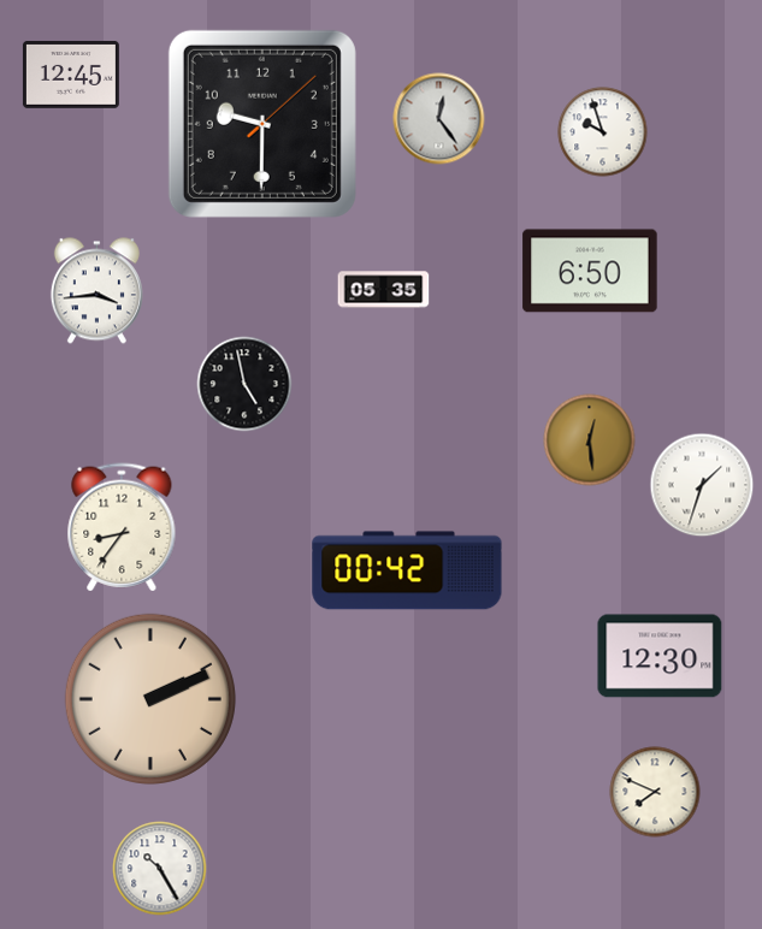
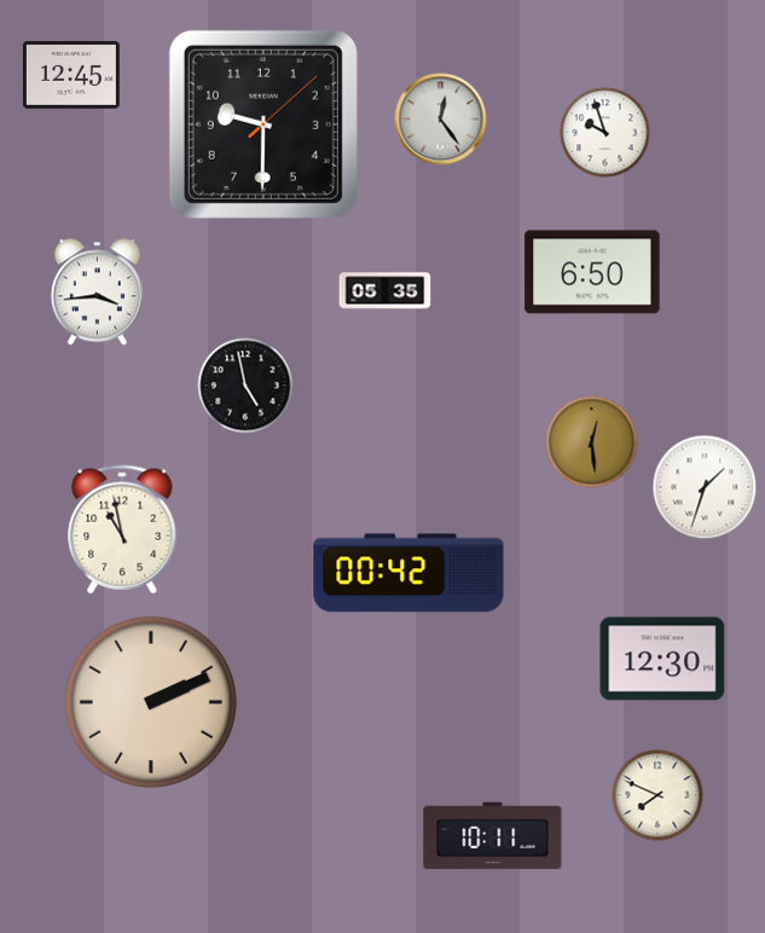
clock at (122, 527): 8:36 -> 10:58
clock at (493, 836): none -> 10:11
clock at (160, 869): 10:25 -> none
